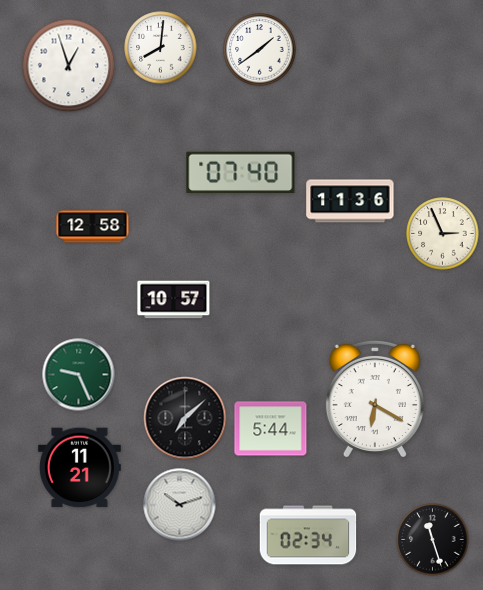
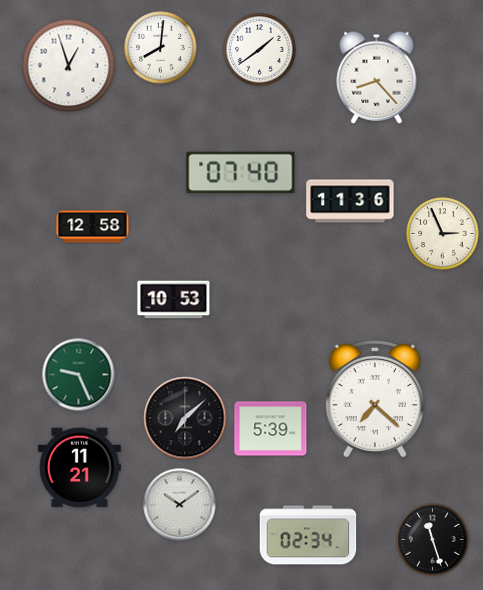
clock at (377, 77): none -> 8:23
clock at (174, 300): 10:57 -> 10:53
clock at (375, 398): 6:20 -> 7:22
clock at (271, 429): 5:44 -> 5:39
clock at (180, 505): 10:12 -> 10:09
